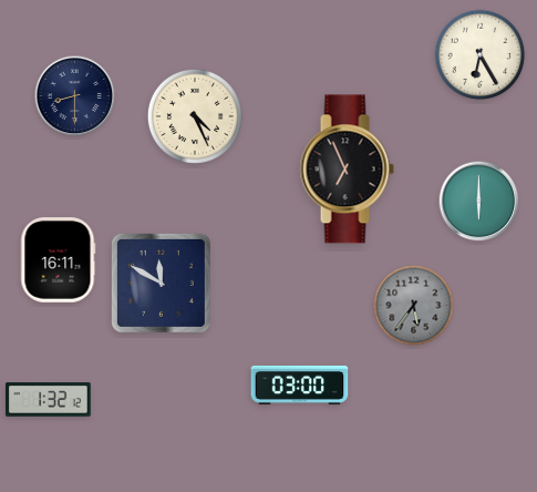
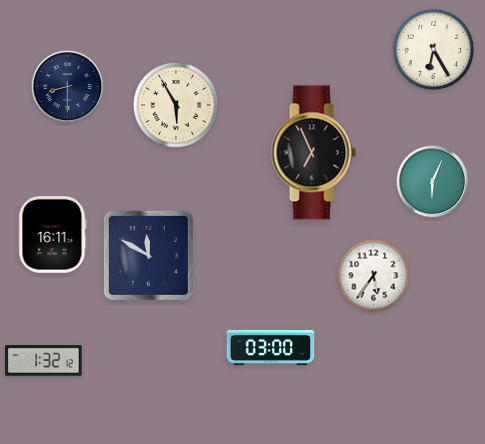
clock at (195, 116): 4:26 -> 5:55
clock at (479, 202): 6:00 -> 6:04
clock at (161, 283) position: (161, 283) -> (148, 255)
clock at (414, 306) dial: grey -> white
